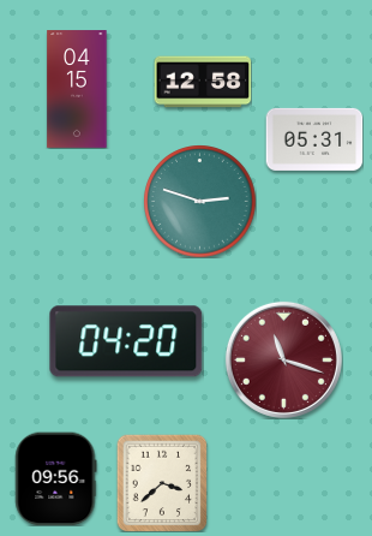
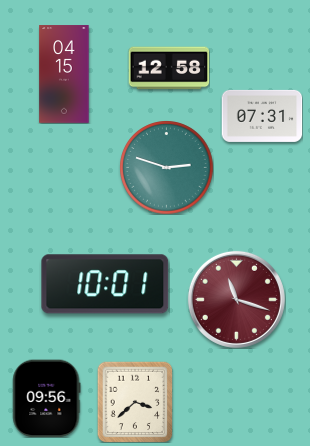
clock at (314, 139): 05:31 -> 07:31
clock at (126, 341): 04:20 -> 10:01
